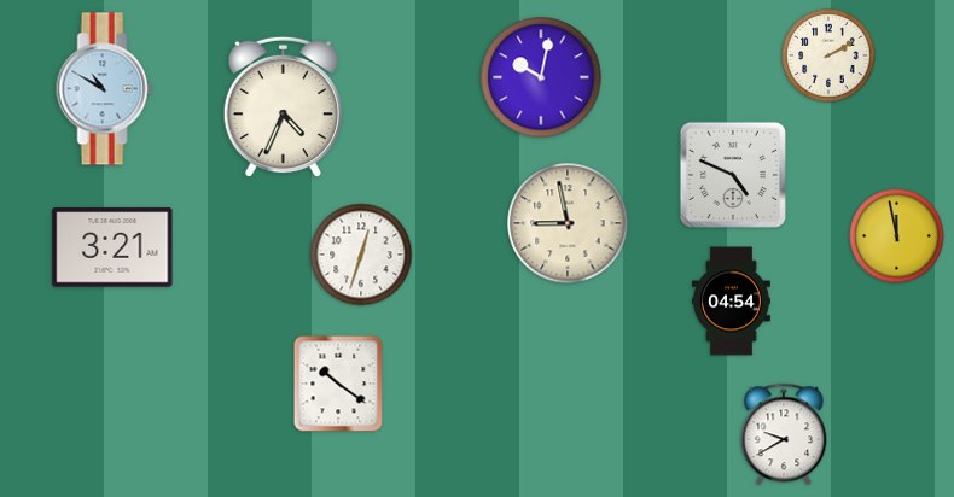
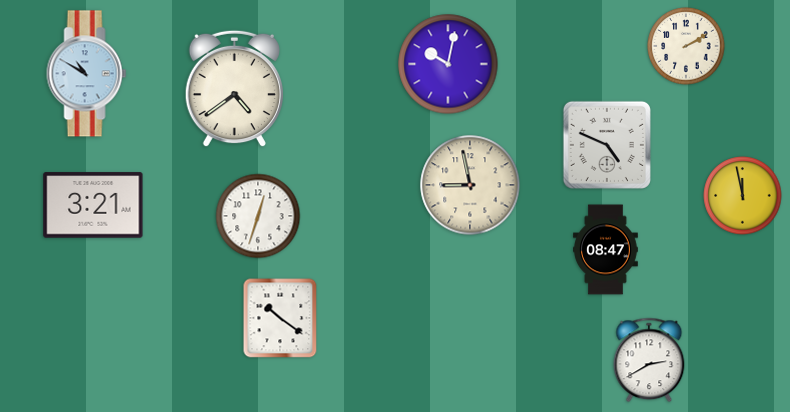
clock at (283, 107): 4:34 -> 4:39
clock at (361, 255) position: (361, 255) -> (258, 216)
clock at (732, 302): 04:54 -> 08:47
clock at (784, 434): 9:40 -> 2:40
